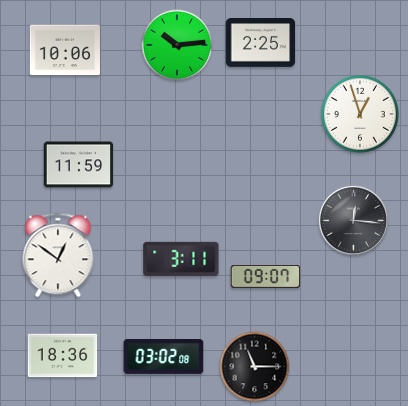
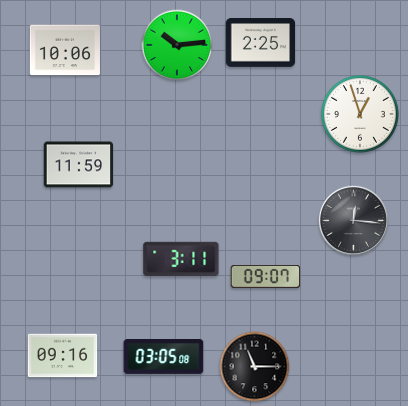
clock at (58, 255): 12:51 -> none
clock at (63, 356): 18:36 -> 09:16
clock at (164, 357): 03:02 -> 03:05
